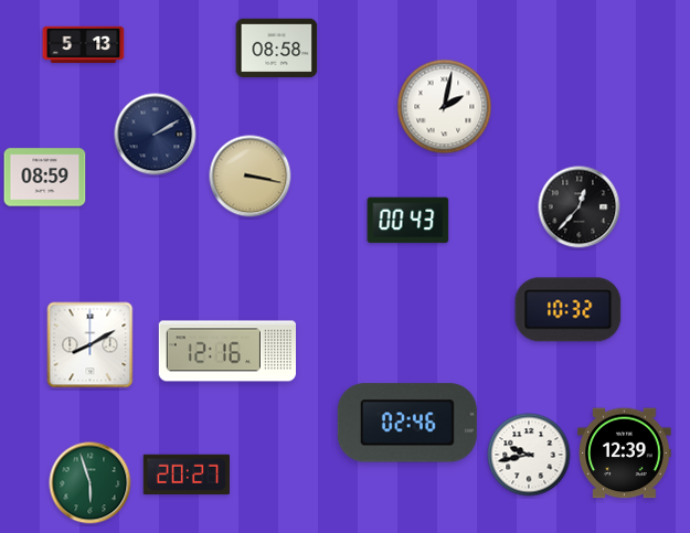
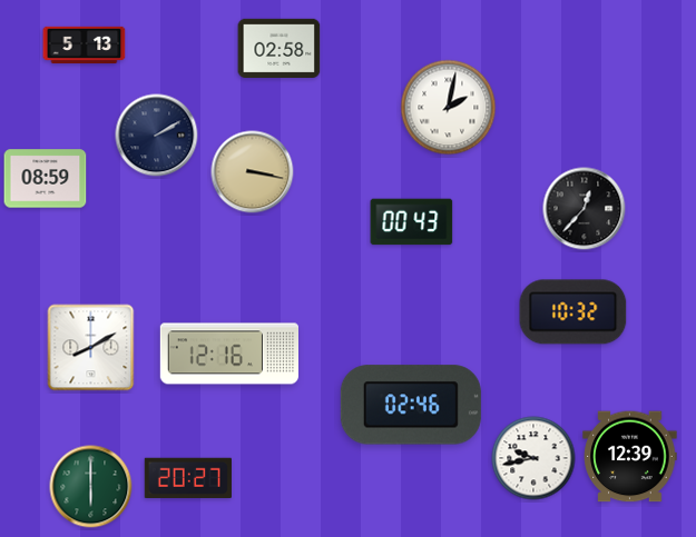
clock at (277, 47): 08:58 -> 02:58
clock at (251, 177) position: (251, 177) -> (253, 172)
clock at (407, 423) position: (407, 423) -> (411, 405)
clock at (91, 483): 5:57 -> 6:00
